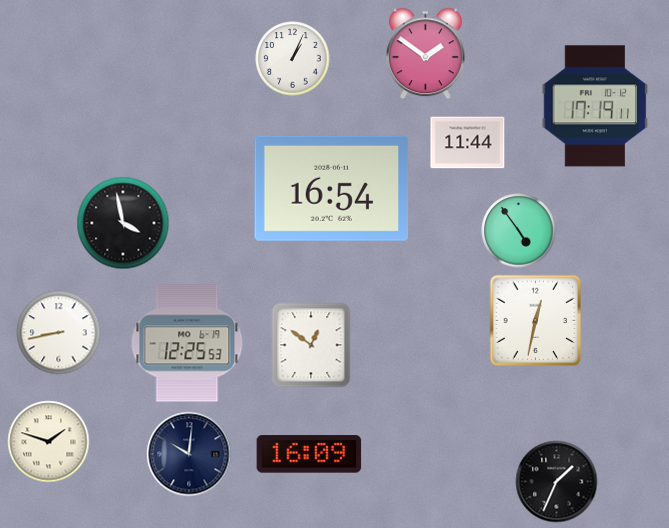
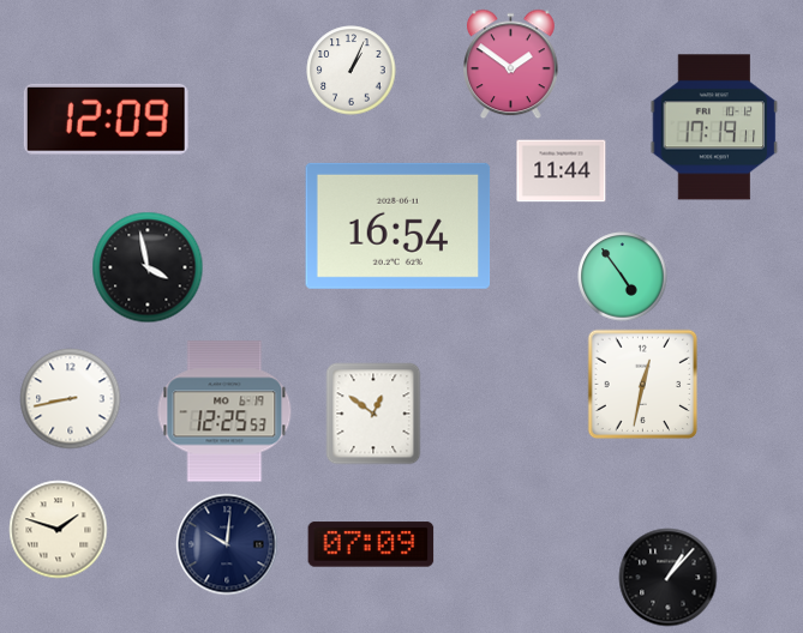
clock at (106, 119): none -> 12:09
clock at (309, 454): 16:09 -> 07:09
clock at (557, 482): 1:34 -> 1:07
